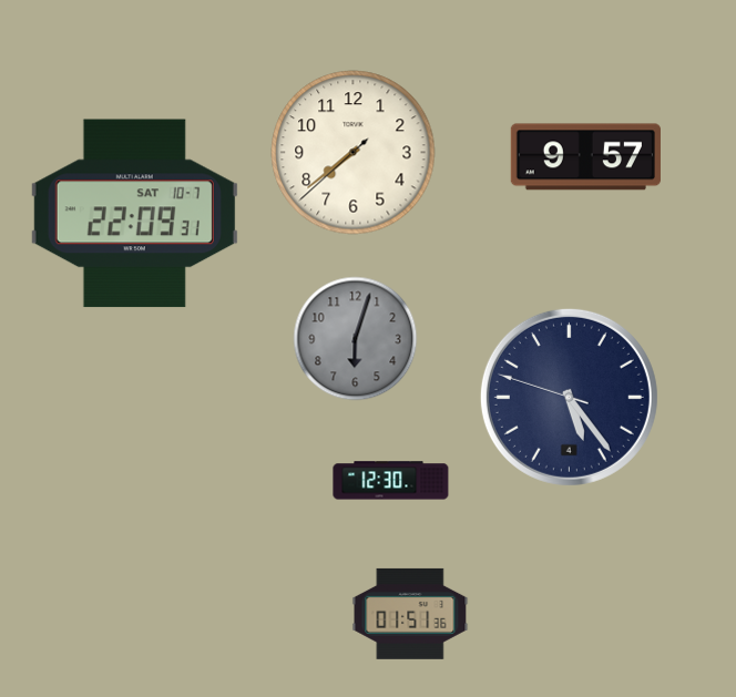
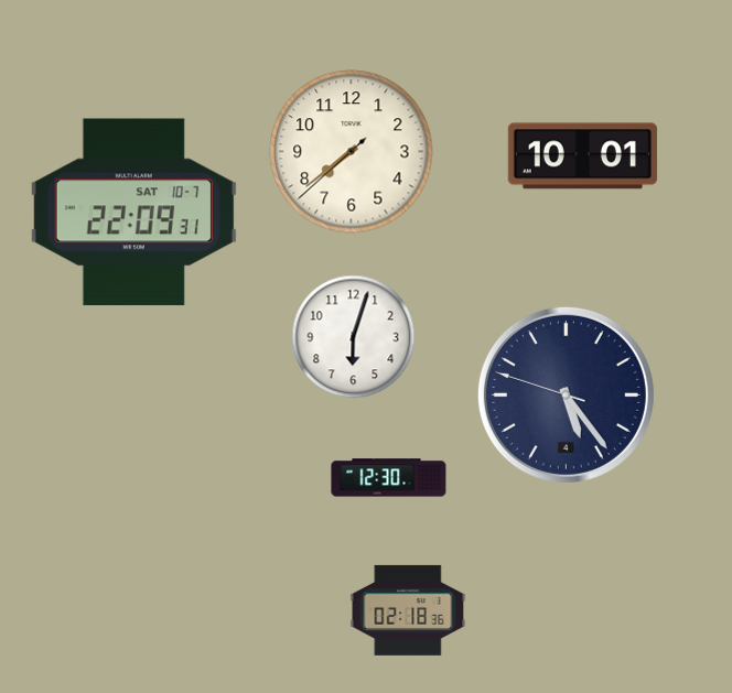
clock at (585, 157): 9:57 -> 10:01
clock at (356, 339) dial: grey -> white
clock at (410, 614): 01:51 -> 02:18
